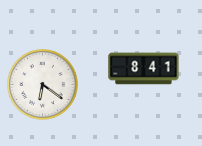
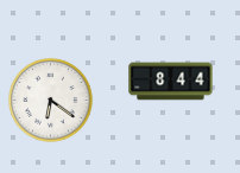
clock at (144, 69): 8:41 -> 8:44
